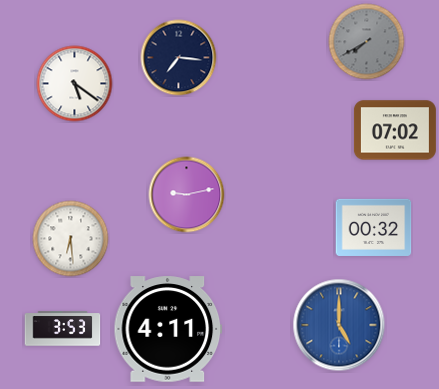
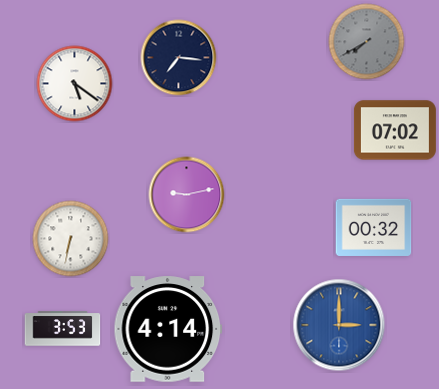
clock at (71, 239): 6:29 -> 6:32
clock at (339, 325): 5:00 -> 3:00
clock at (168, 329): 4:11 -> 4:14
